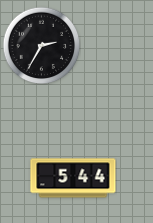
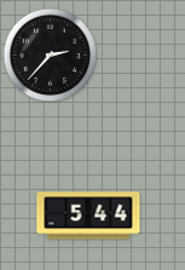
clock at (41, 45): 2:35 -> 2:37
